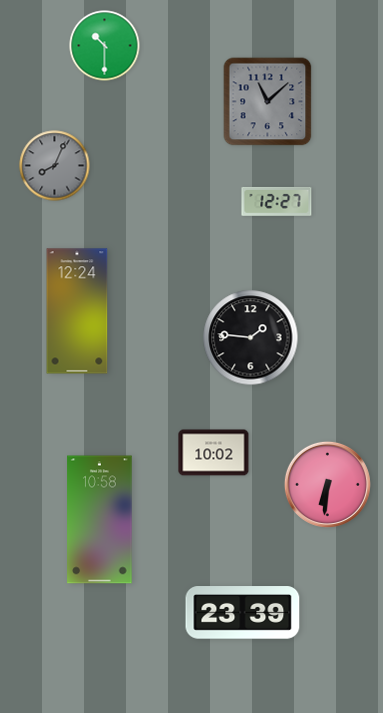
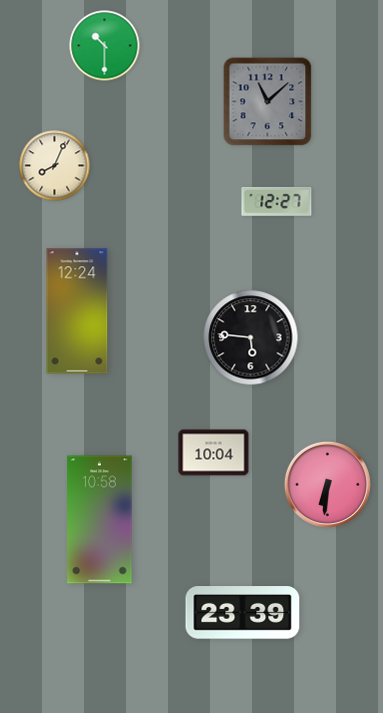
clock at (55, 166) dial: grey -> cream
clock at (251, 338): 1:46 -> 5:46
clock at (214, 453): 10:02 -> 10:04
